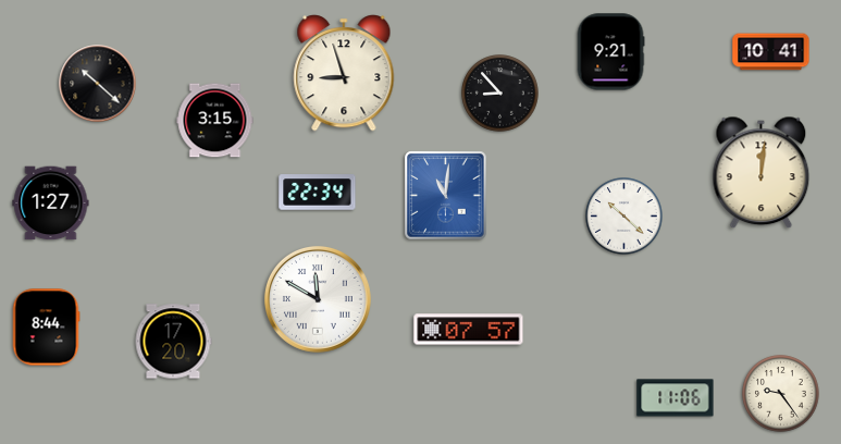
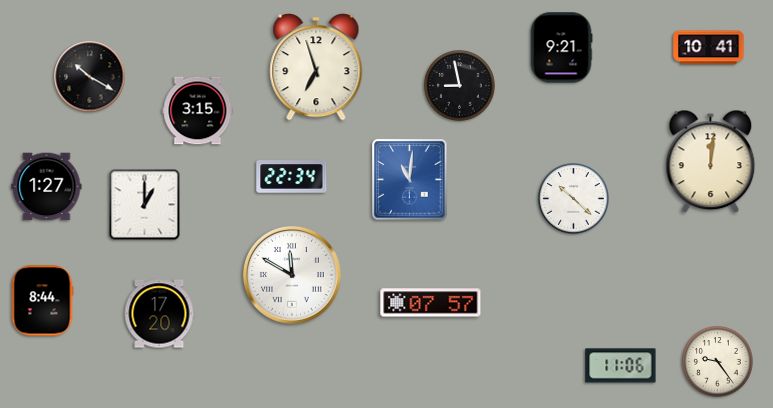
clock at (344, 73): 8:57 -> 6:57
clock at (98, 84): 10:22 -> 10:20
clock at (500, 94): 8:53 -> 8:58
clock at (762, 173) position: (762, 173) -> (711, 162)
clock at (145, 205): none -> 1:00
